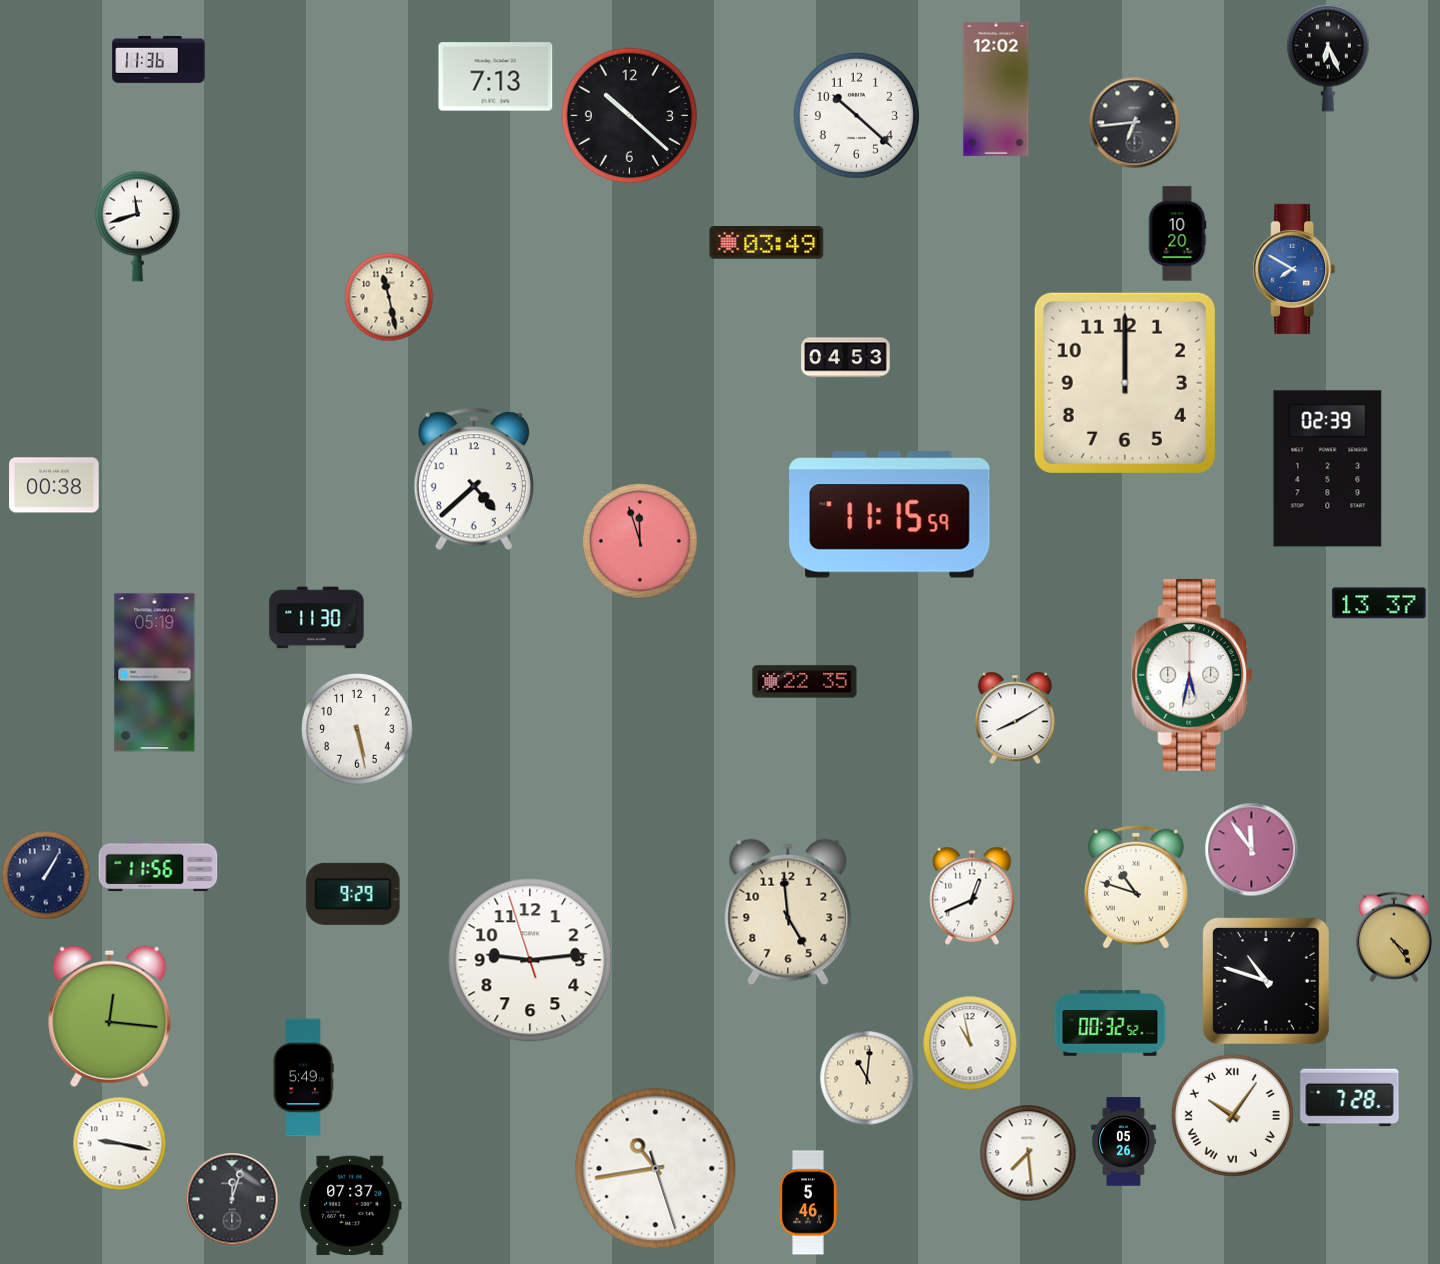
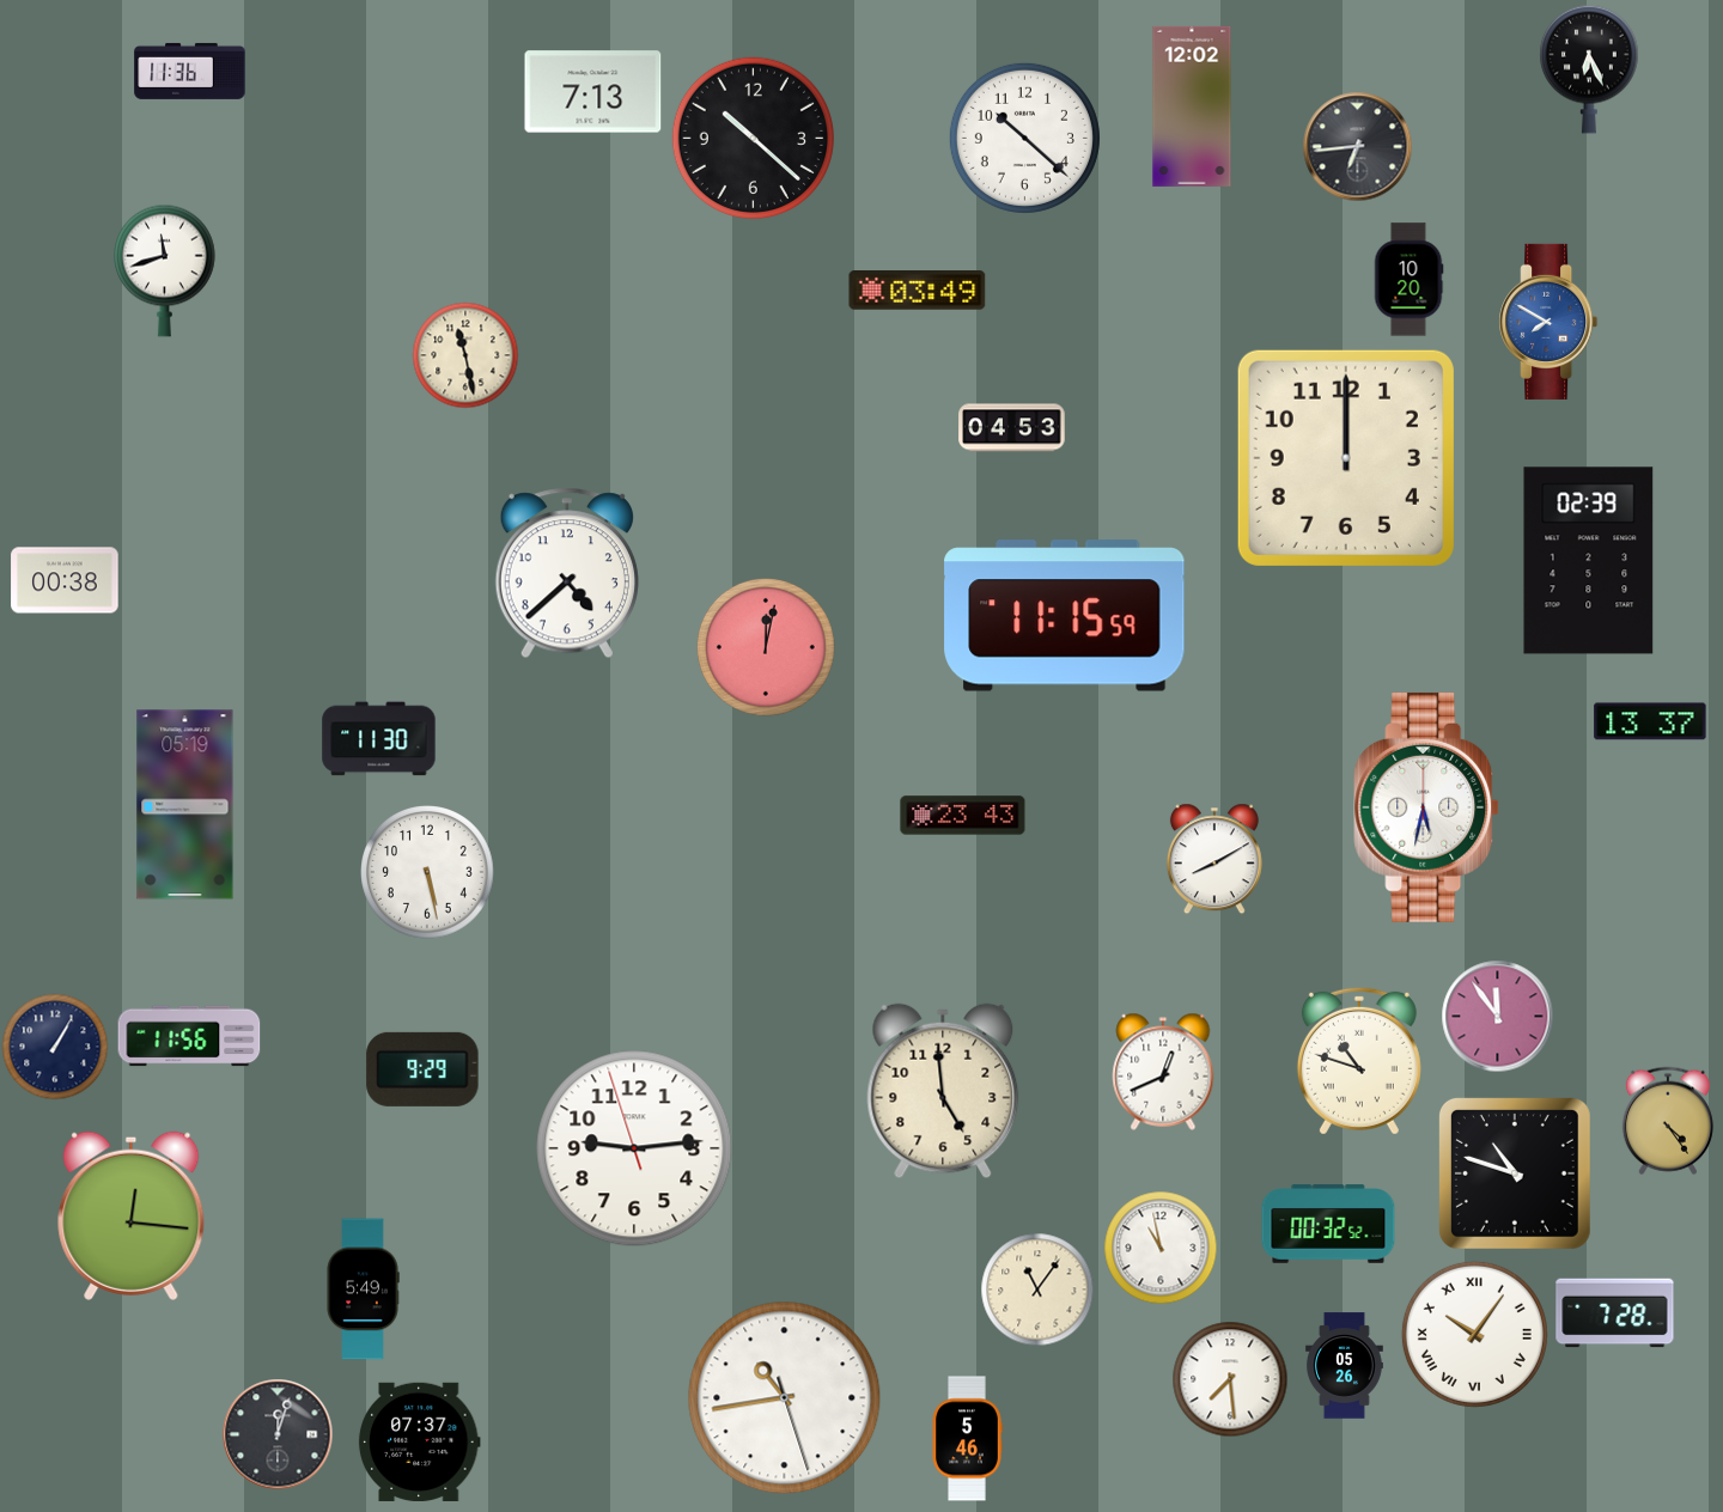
clock at (640, 541): 11:57 -> 12:02
clock at (805, 682): 22:35 -> 23:43
clock at (867, 1078): 11:01 -> 11:06
clock at (119, 1143): 9:17 -> none
